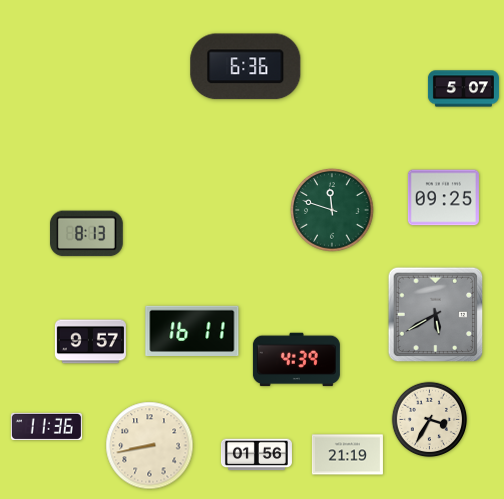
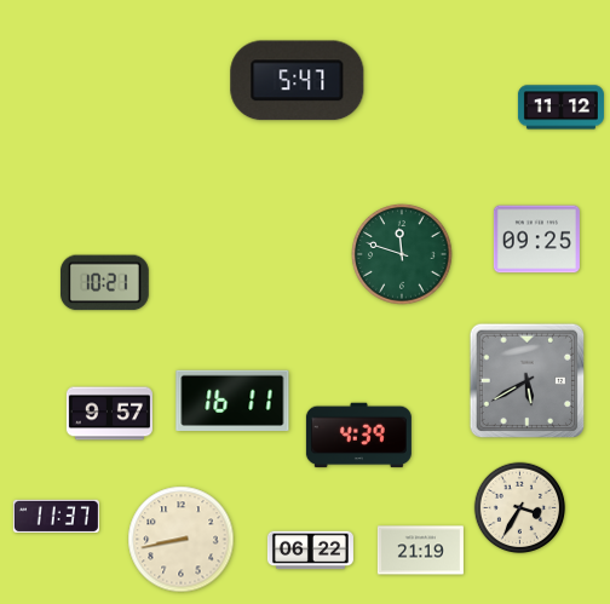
clock at (246, 67): 6:36 -> 5:47
clock at (463, 89): 5:07 -> 11:12
clock at (86, 234): 8:13 -> 10:21
clock at (46, 426): 11:36 -> 11:37
clock at (256, 455): 01:56 -> 06:22
